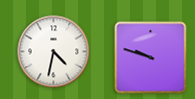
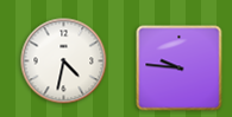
clock at (151, 58): 9:48 -> 9:46
